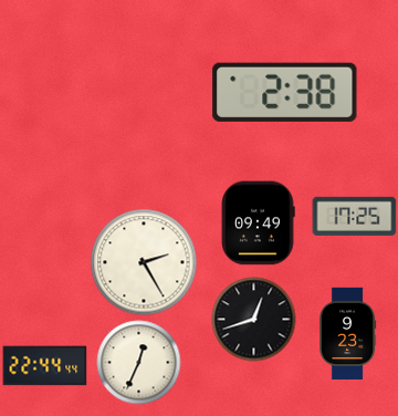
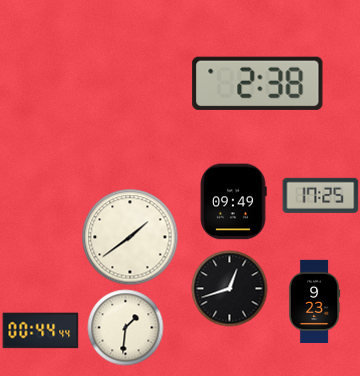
clock at (144, 262): 2:25 -> 1:39
clock at (139, 363): 12:34 -> 1:31
clock at (45, 366): 22:44 -> 00:44
